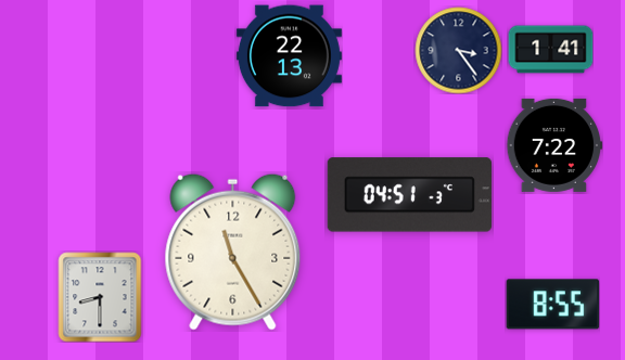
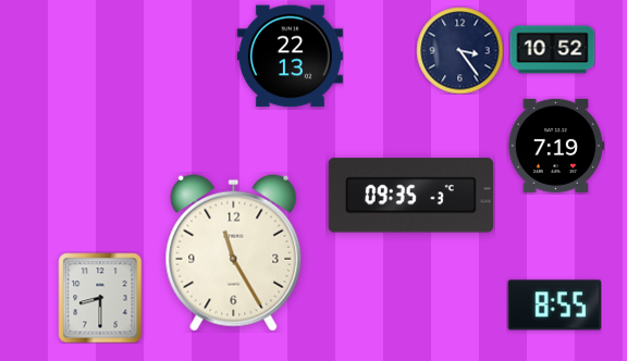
clock at (550, 50): 1:41 -> 10:52
clock at (554, 145): 7:22 -> 7:19
clock at (409, 195): 04:51 -> 09:35
